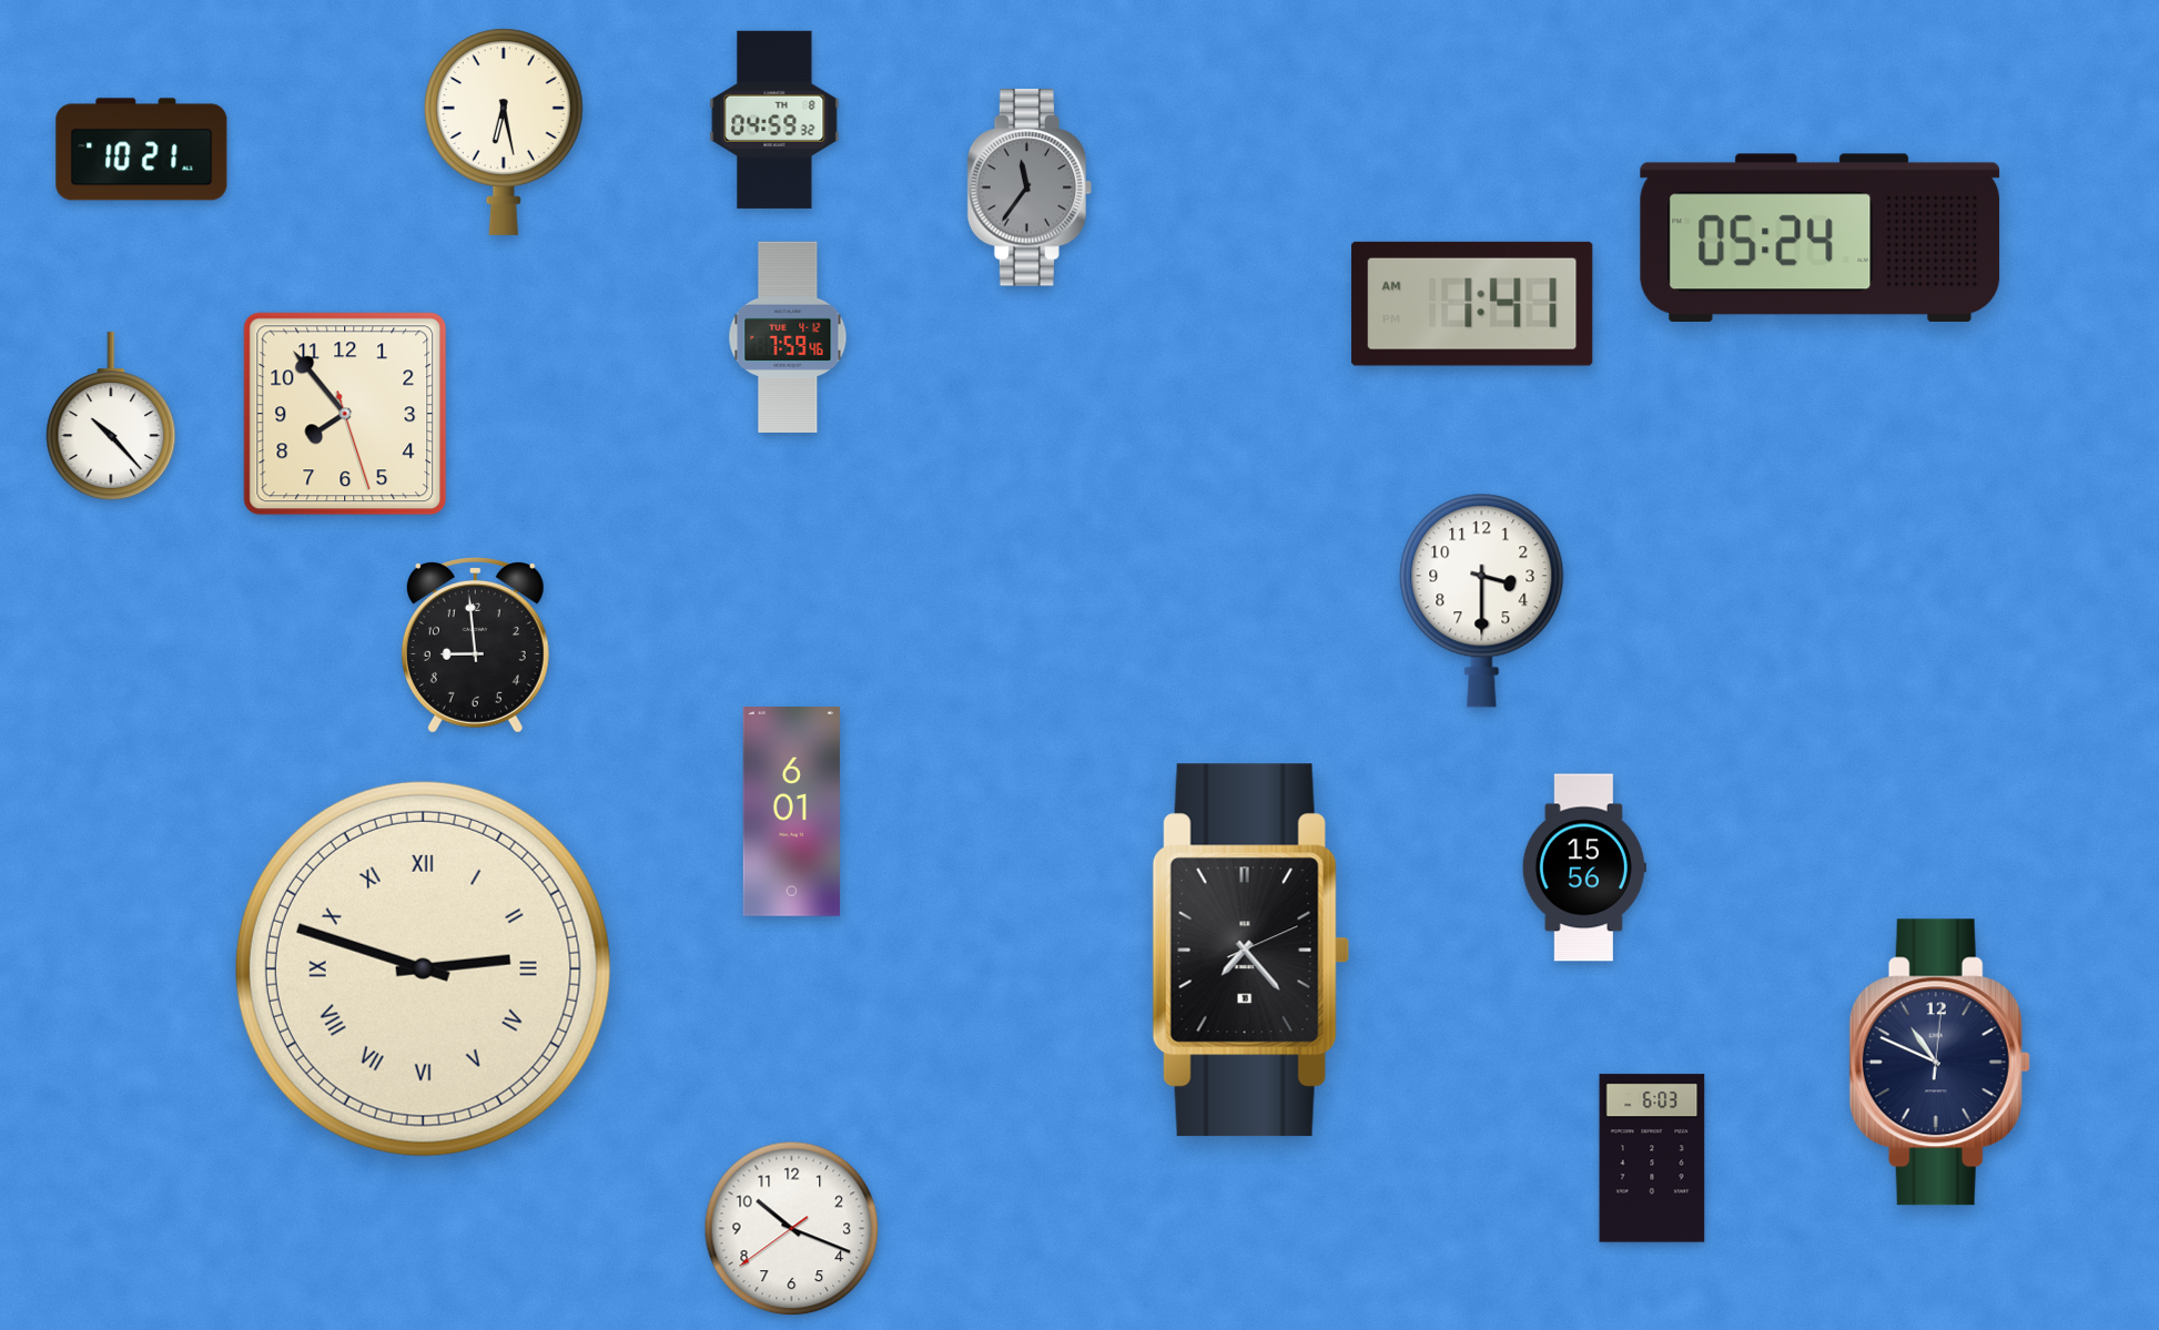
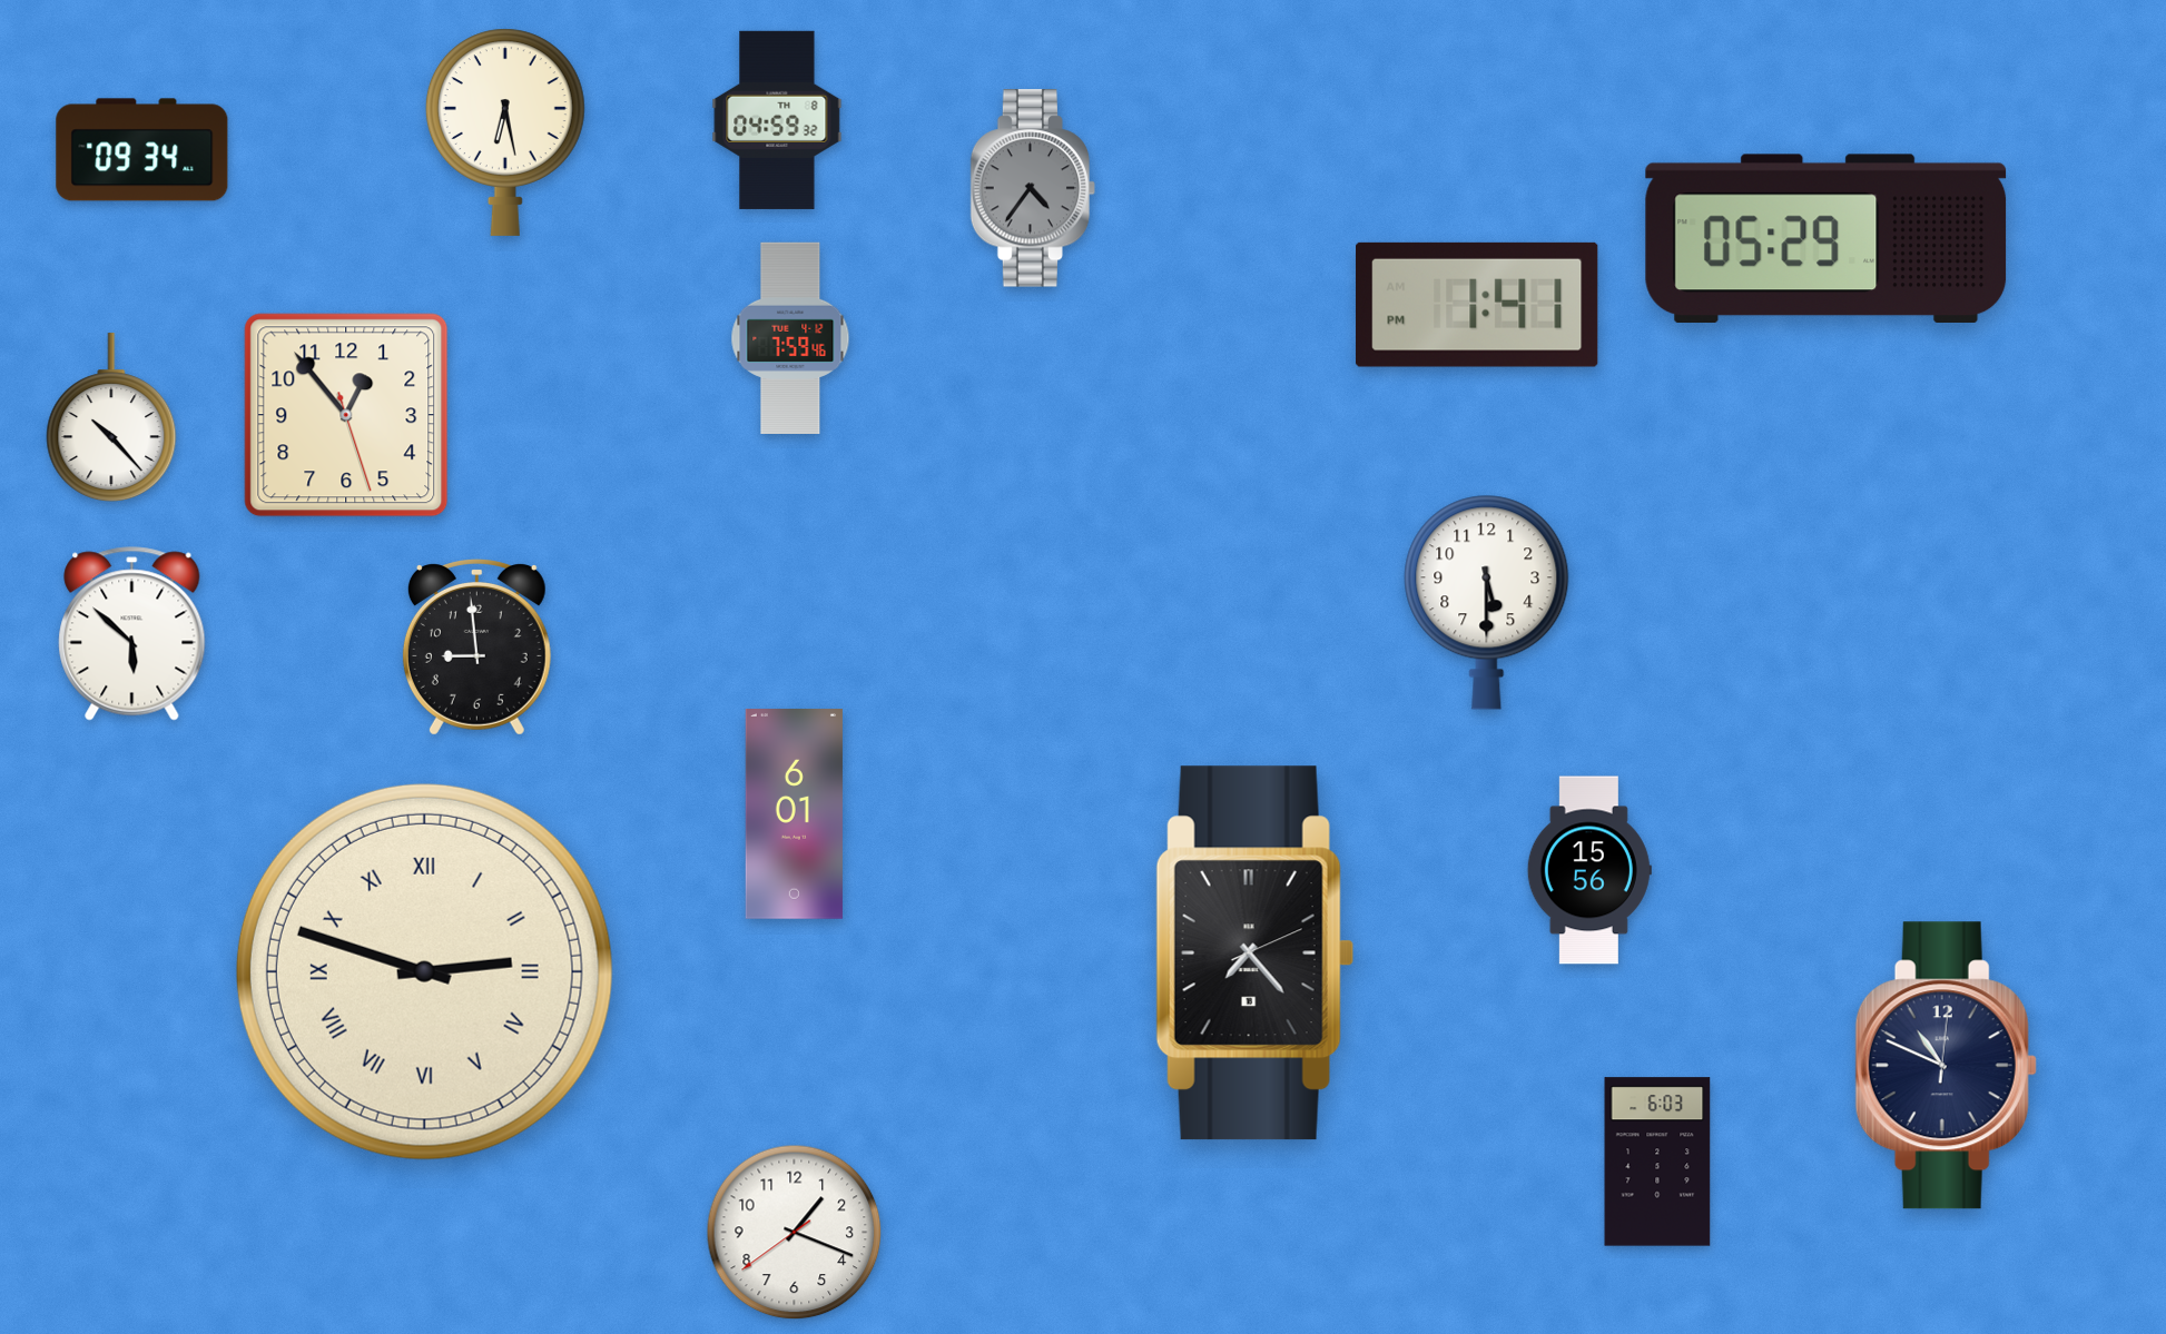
clock at (142, 150): 10:21 -> 09:34
clock at (1030, 187): 11:36 -> 4:36
clock at (1821, 237): 05:24 -> 05:29
clock at (1472, 304): 1:41 AM -> 1:41 PM
clock at (345, 414): 7:53 -> 12:53
clock at (1482, 600): 3:30 -> 5:30
clock at (132, 634): none -> 5:52
clock at (792, 1229): 10:18 -> 1:18
